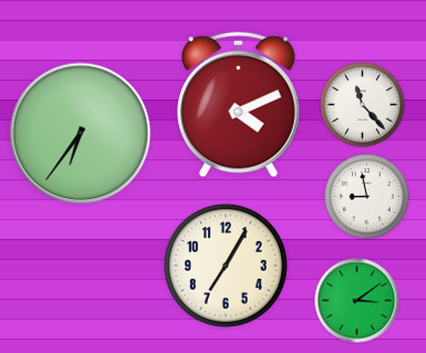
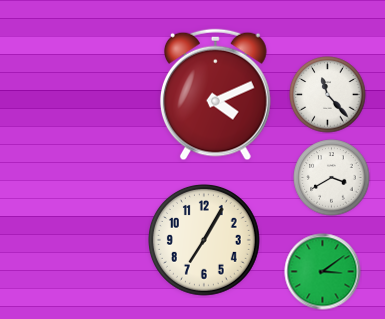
clock at (81, 134): 6:36 -> none
clock at (367, 197): 8:58 -> 3:40
